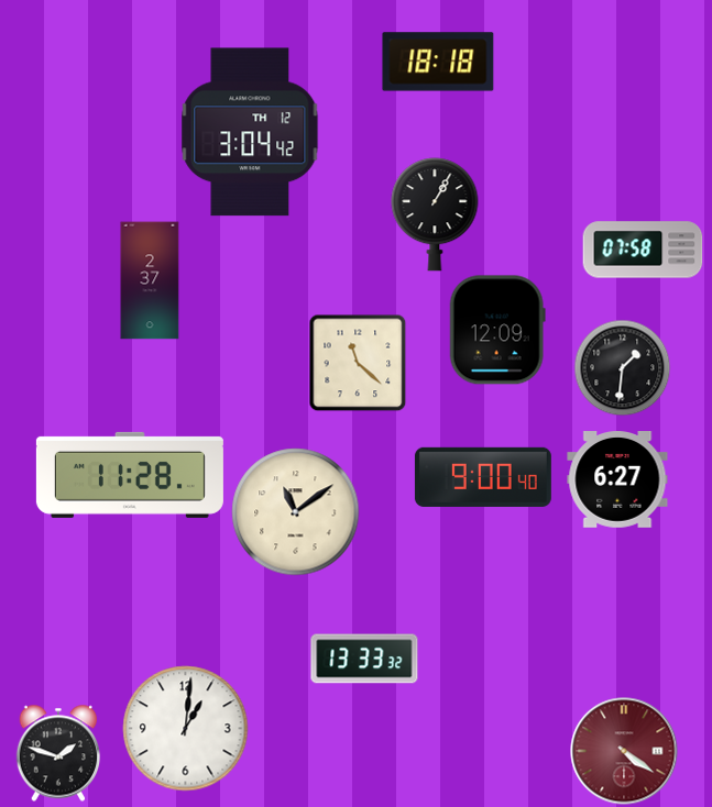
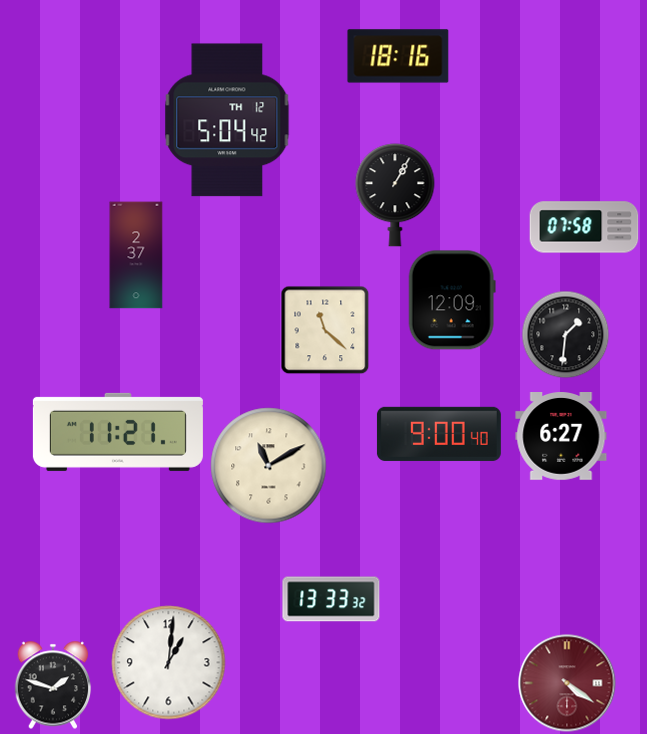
clock at (438, 62): 18:18 -> 18:16
clock at (250, 132): 3:04 -> 5:04
clock at (130, 475): 11:28 -> 11:21
clock at (296, 512): 11:09 -> 11:10
